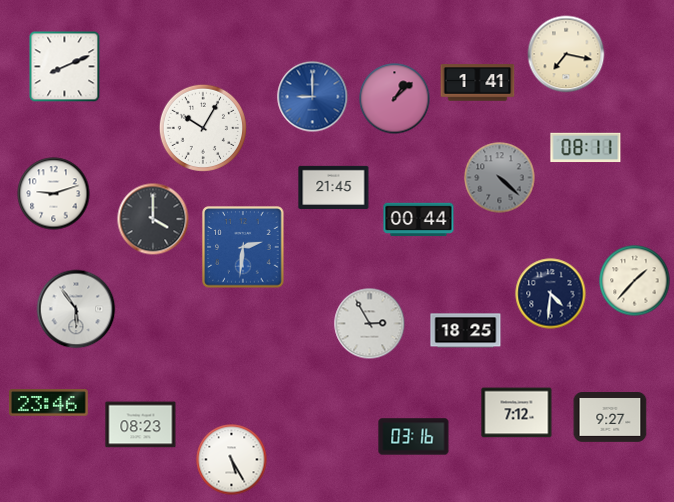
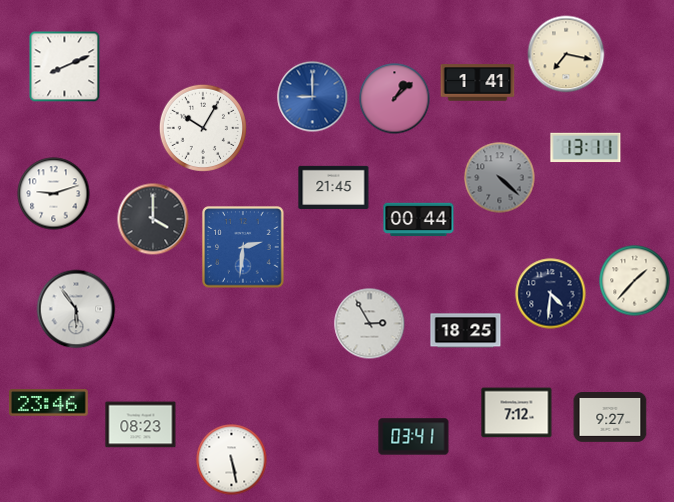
clock at (586, 148): 08:11 -> 13:11
clock at (414, 437): 03:16 -> 03:41
clock at (232, 460): 5:25 -> 5:28
